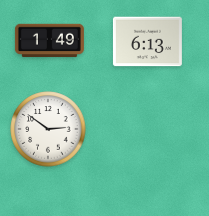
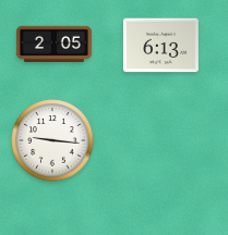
clock at (49, 41): 1:49 -> 2:05
clock at (48, 129): 2:51 -> 9:16
